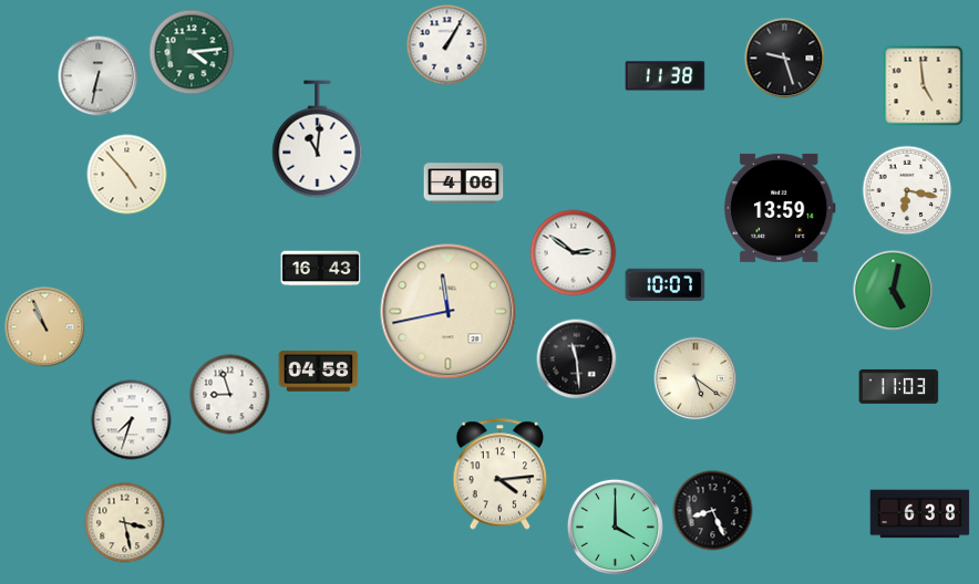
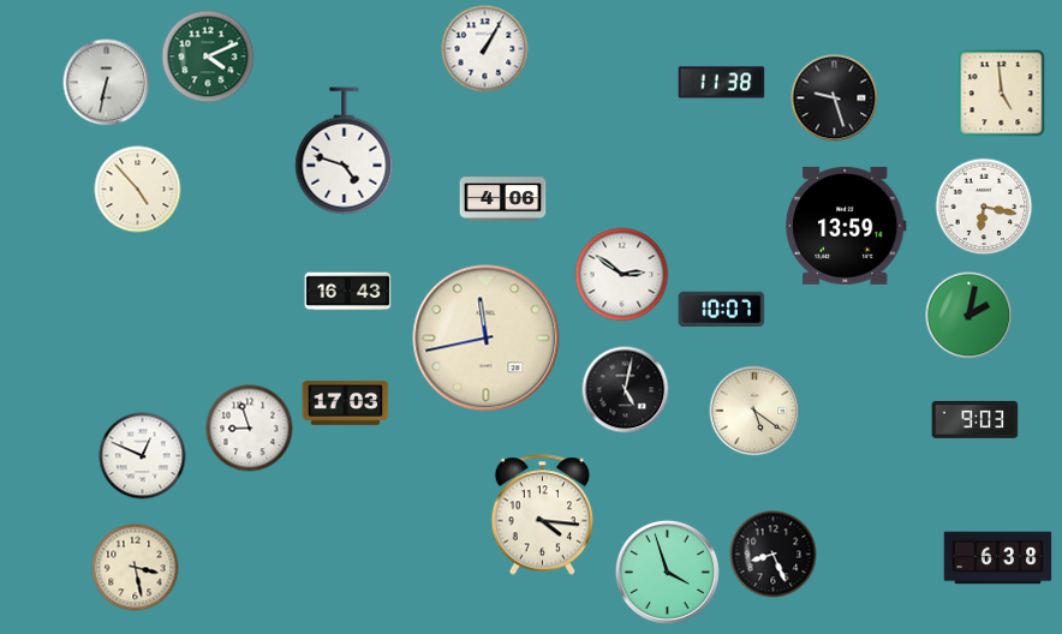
clock at (192, 52): 4:14 -> 4:11
clock at (785, 59) position: (785, 59) -> (835, 98)
clock at (318, 139): 11:01 -> 4:48
clock at (894, 291): 5:02 -> 2:02
clock at (45, 327): 10:56 -> none
clock at (577, 359): 11:29 -> 5:02
clock at (319, 372): 04:58 -> 17:03
clock at (899, 386): 11:03 -> 9:03
clock at (132, 420): 7:33 -> 12:49
clock at (501, 474): 4:14 -> 4:16
clock at (615, 526): 4:00 -> 3:57
